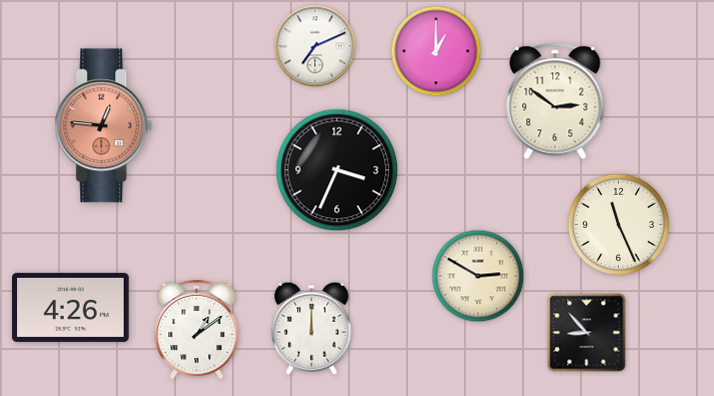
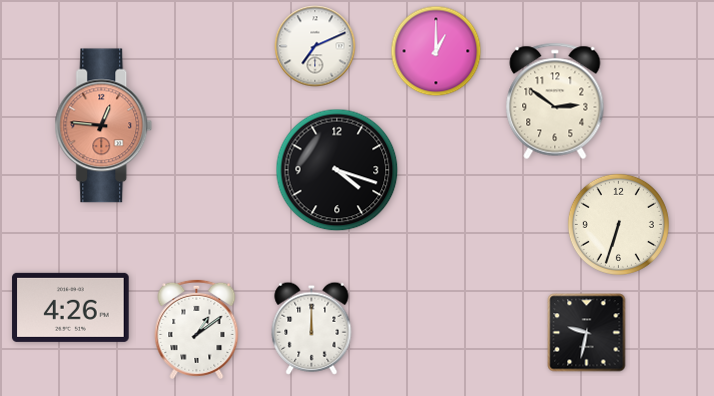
clock at (337, 170): 3:34 -> 4:18
clock at (618, 224): 11:26 -> 6:33
clock at (478, 276): 2:50 -> none
clock at (587, 333): 8:53 -> 9:32
